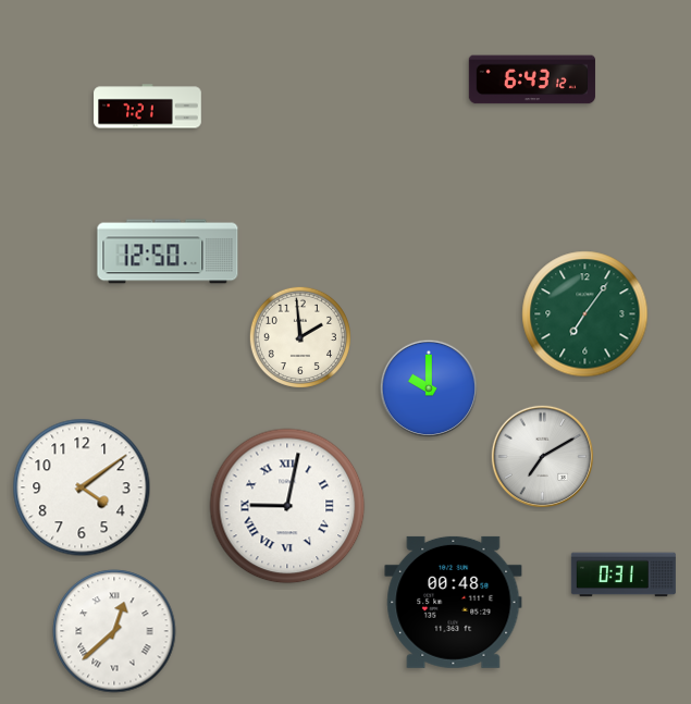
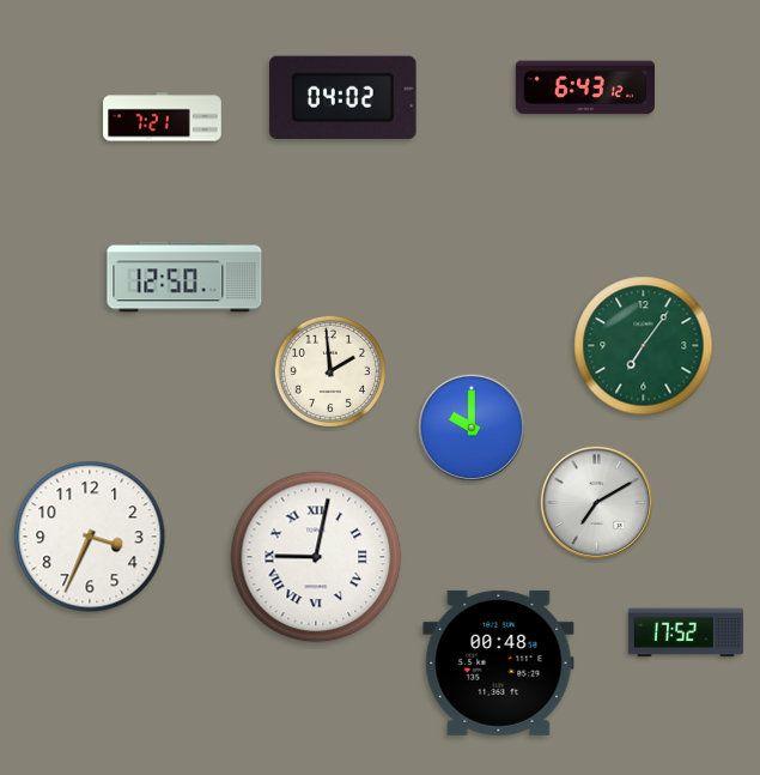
clock at (343, 97): none -> 04:02
clock at (82, 487): 4:09 -> 3:34
clock at (624, 575): 0:31 -> 17:52
clock at (114, 631): 12:38 -> none
